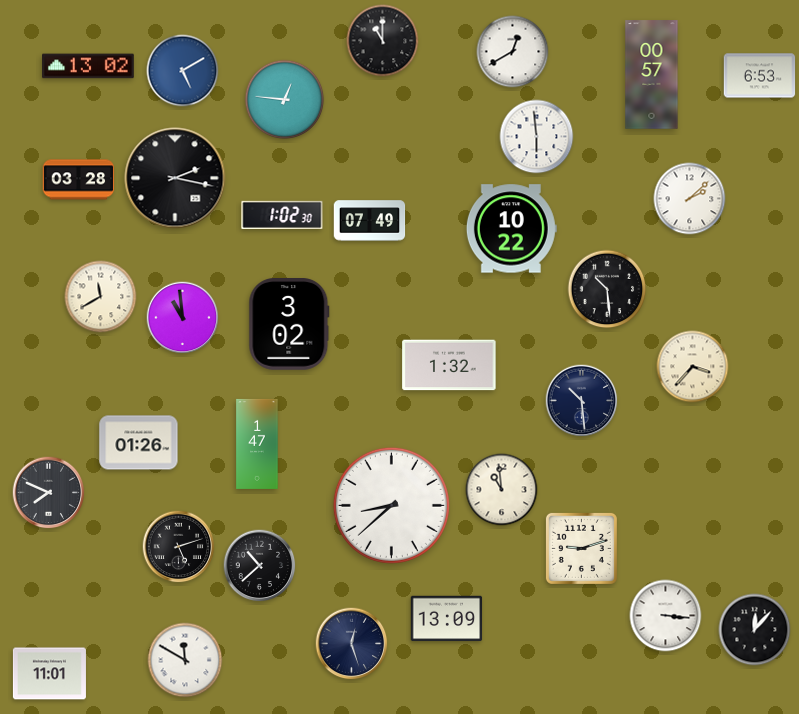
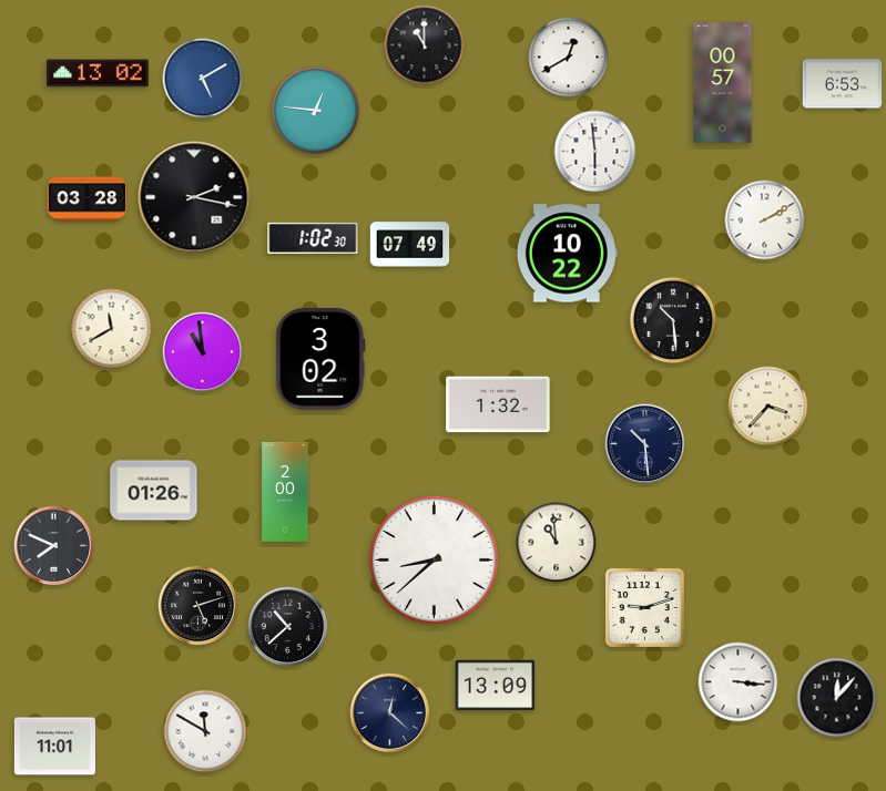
clock at (690, 199): 2:08 -> 2:10
clock at (257, 444): 1:47 -> 2:00
clock at (352, 644): 12:27 -> 12:22
